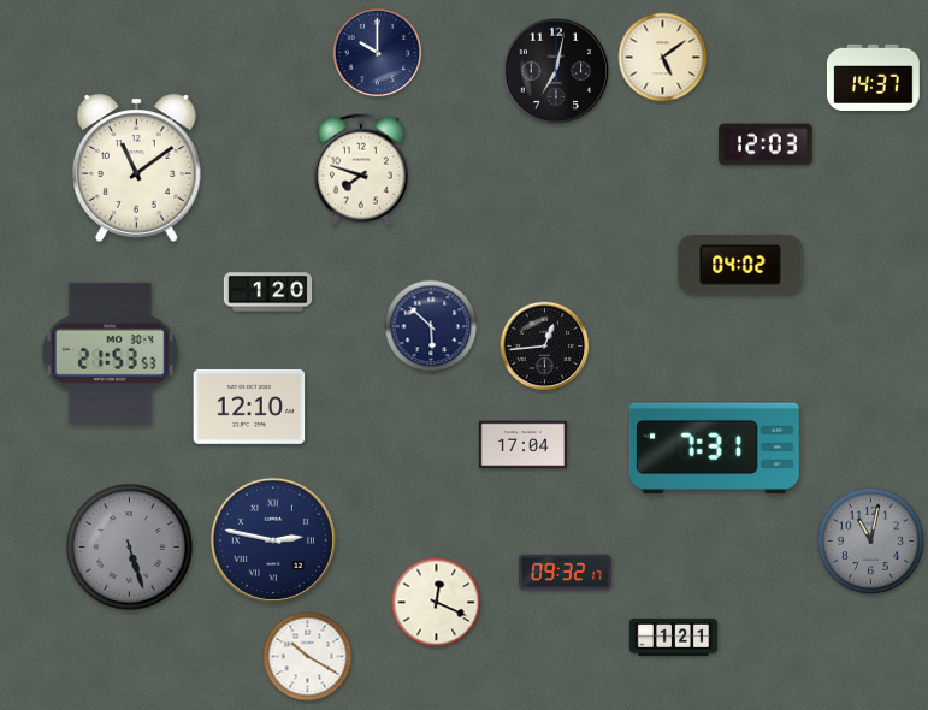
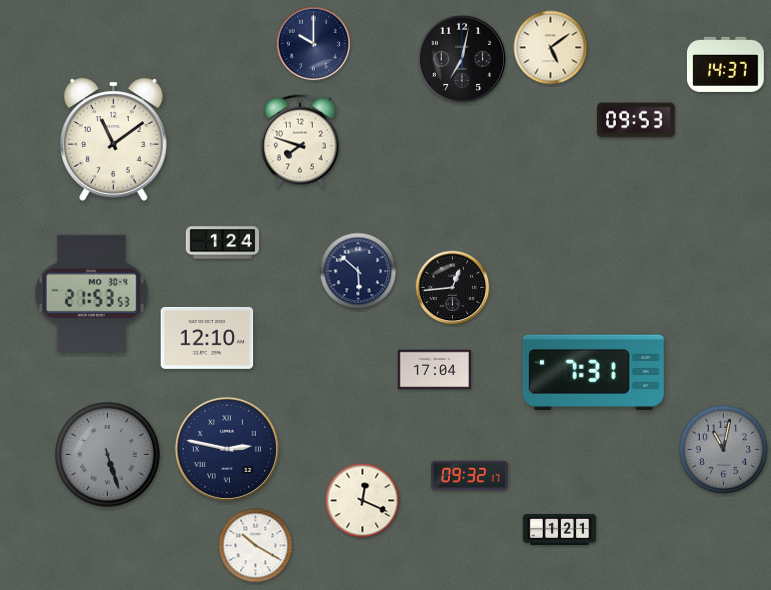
clock at (766, 144): 12:03 -> 09:53
clock at (740, 265): 04:02 -> none
clock at (268, 292): 1:20 -> 1:24
